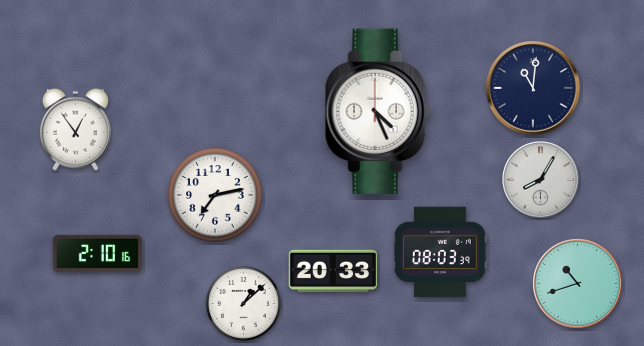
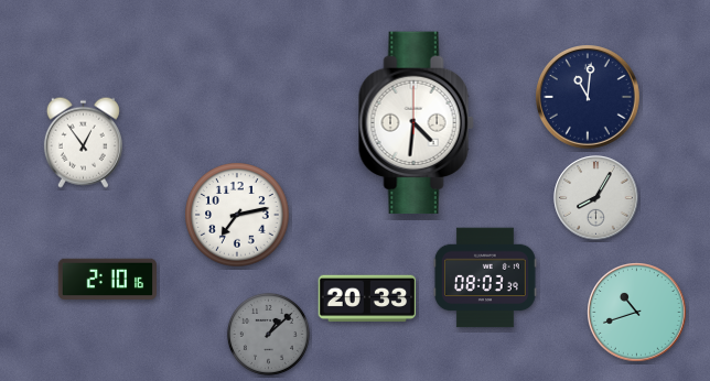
clock at (377, 112): 4:26 -> 4:31
clock at (243, 303) dial: white -> grey
